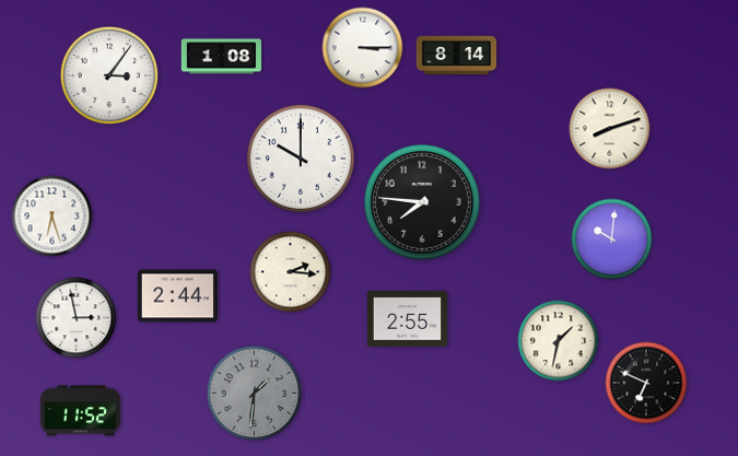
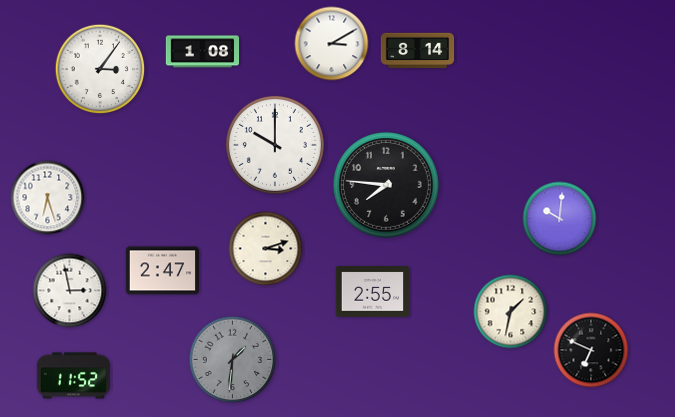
clock at (363, 48): 3:15 -> 3:10
clock at (610, 129): 8:12 -> none
clock at (291, 272): 2:16 -> 3:12
clock at (177, 296): 2:44 -> 2:47
